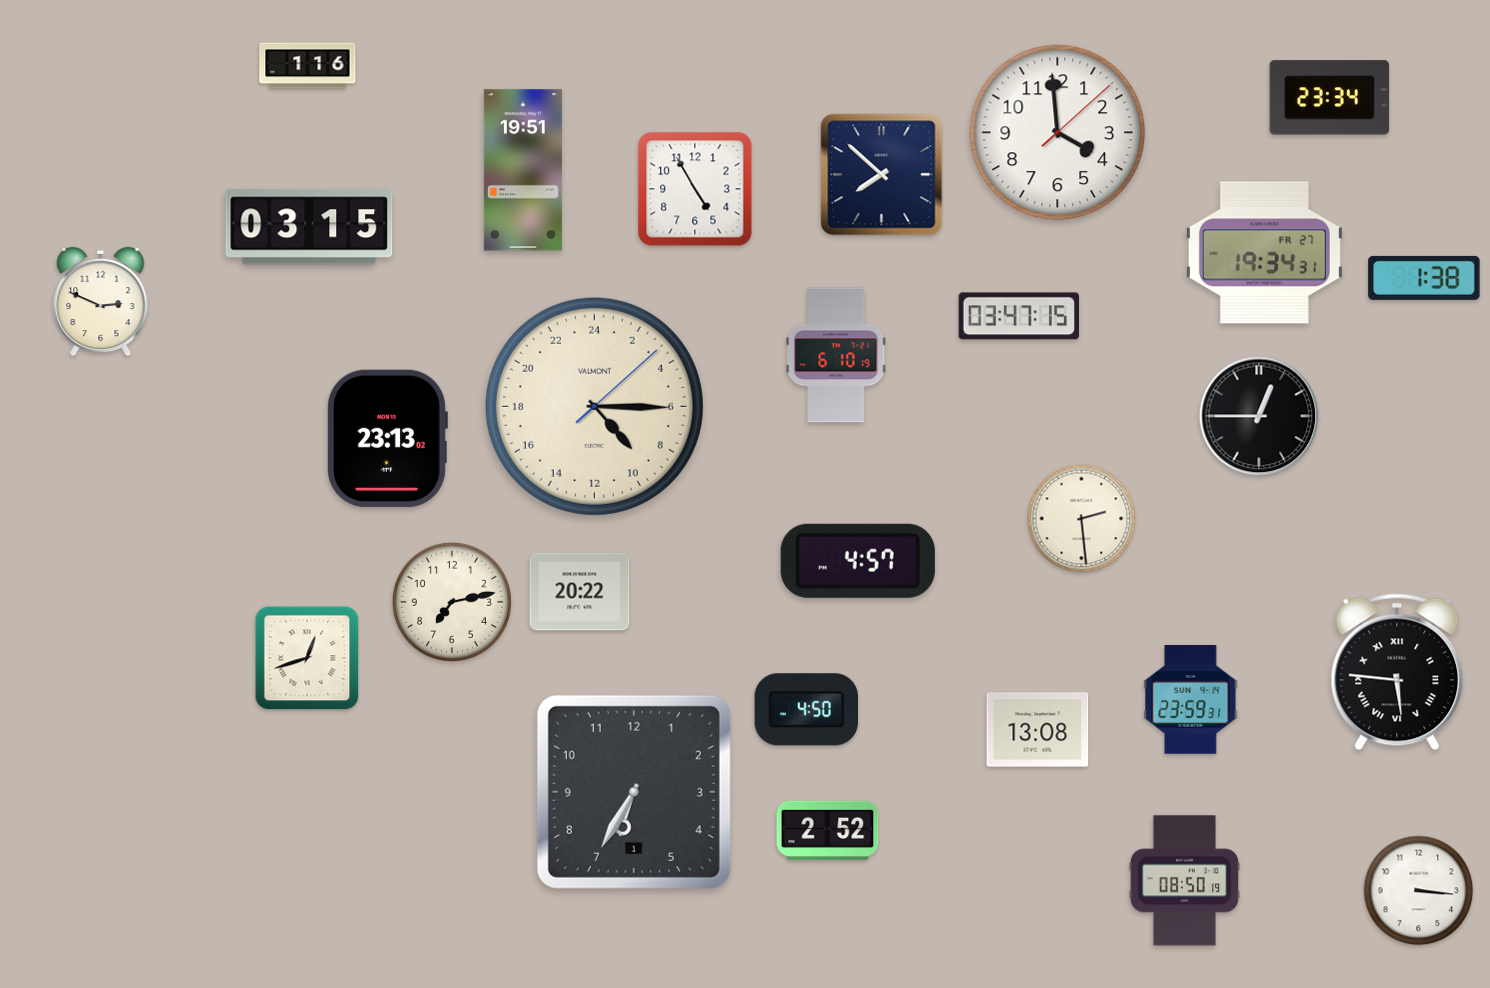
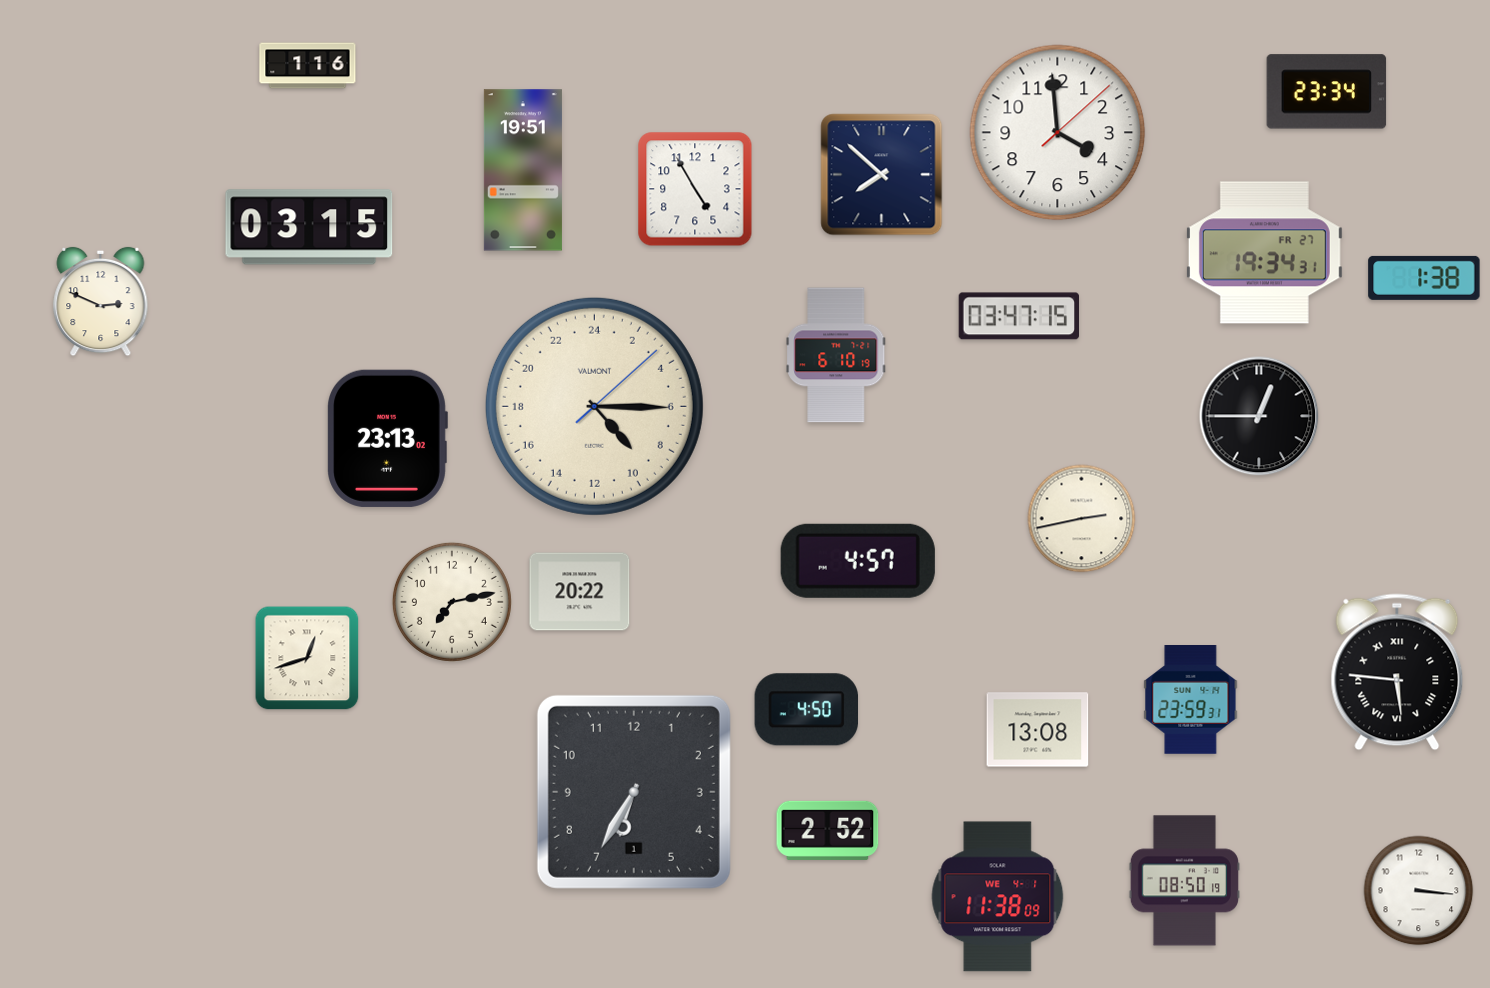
clock at (1330, 98) position: (1330, 98) -> (1327, 92)
clock at (1082, 519): 2:29 -> 2:43
clock at (998, 897): none -> 11:38
